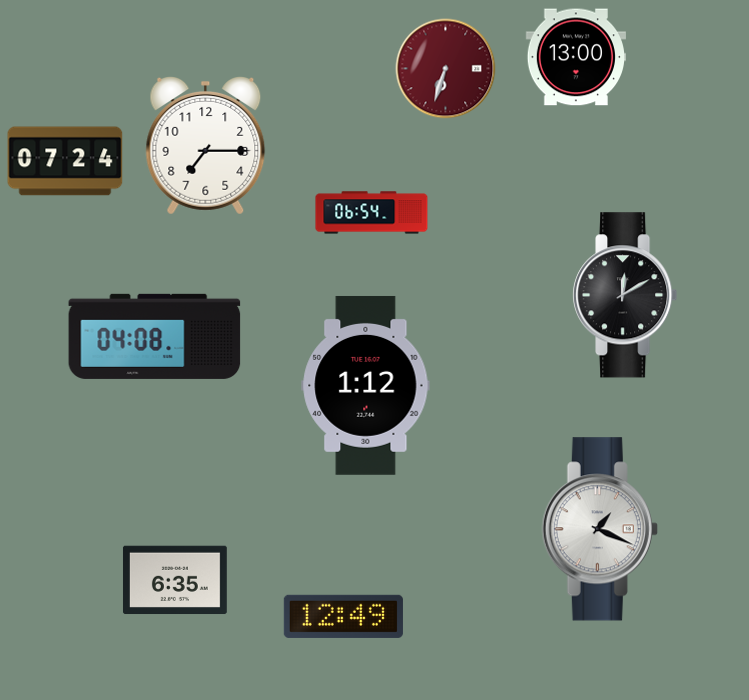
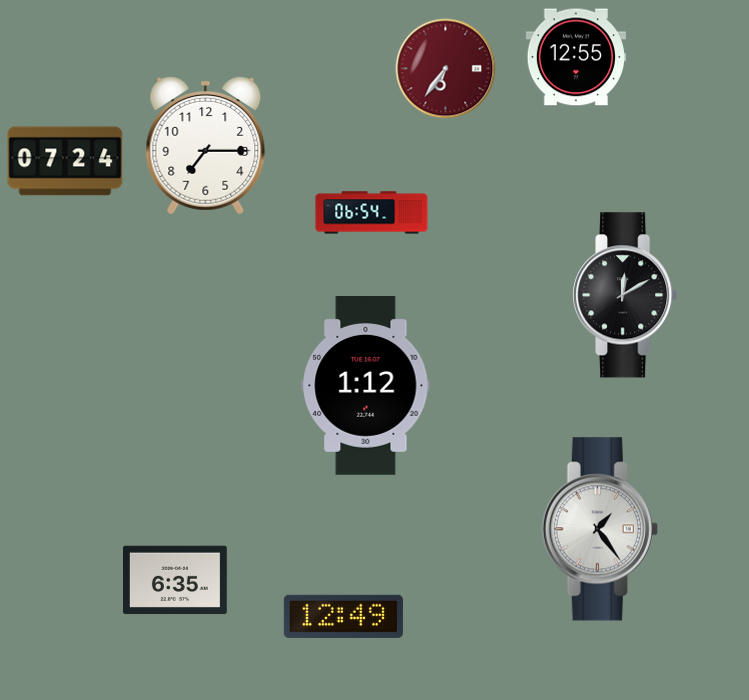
clock at (575, 57): 13:00 -> 12:55
clock at (446, 69): 6:33 -> 6:36
clock at (155, 336): 04:08 -> none
clock at (600, 529): 1:19 -> 1:24
